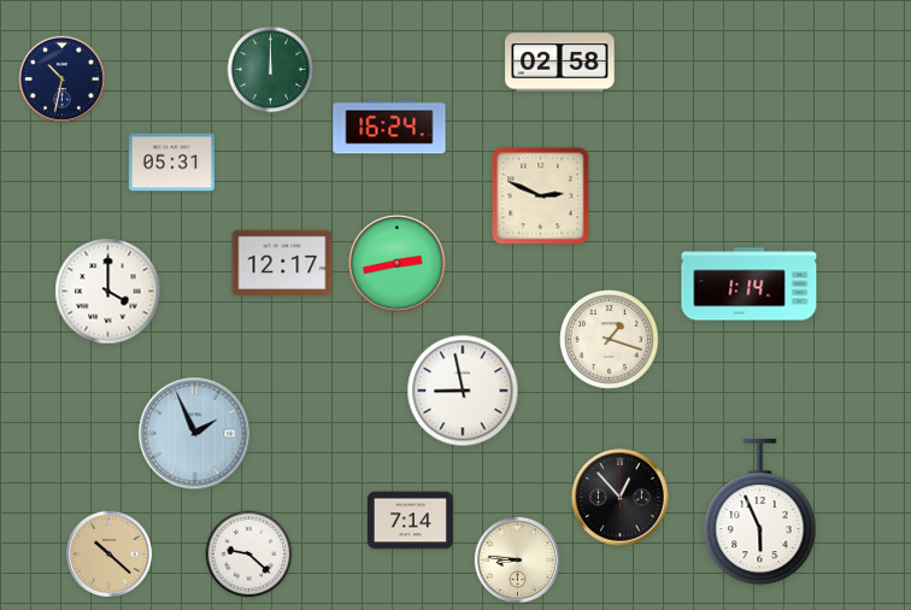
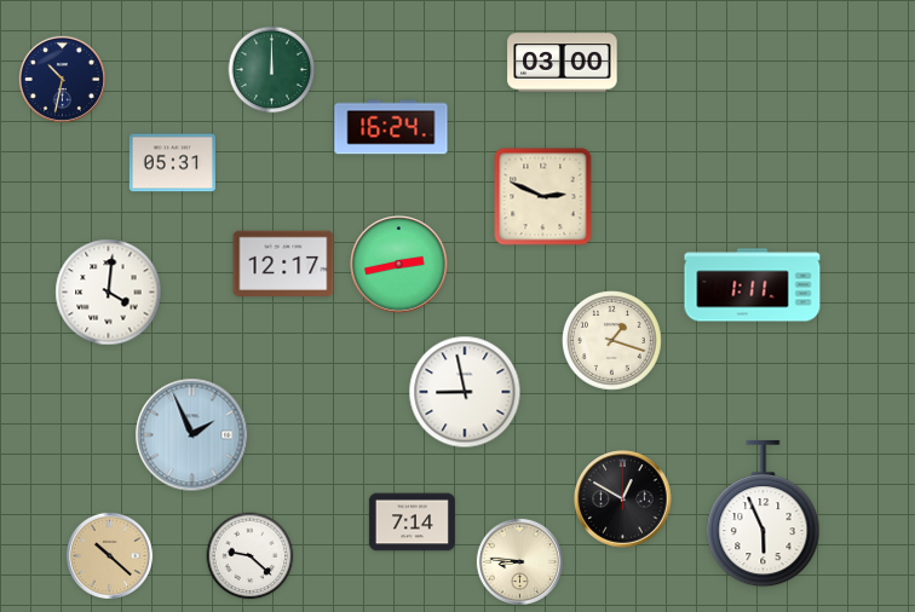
clock at (560, 63): 02:58 -> 03:00
clock at (750, 285): 1:14 -> 1:11
clock at (108, 292): 4:00 -> 4:01
clock at (195, 434) position: (195, 434) -> (192, 435)
clock at (621, 498): 12:53 -> 12:50
